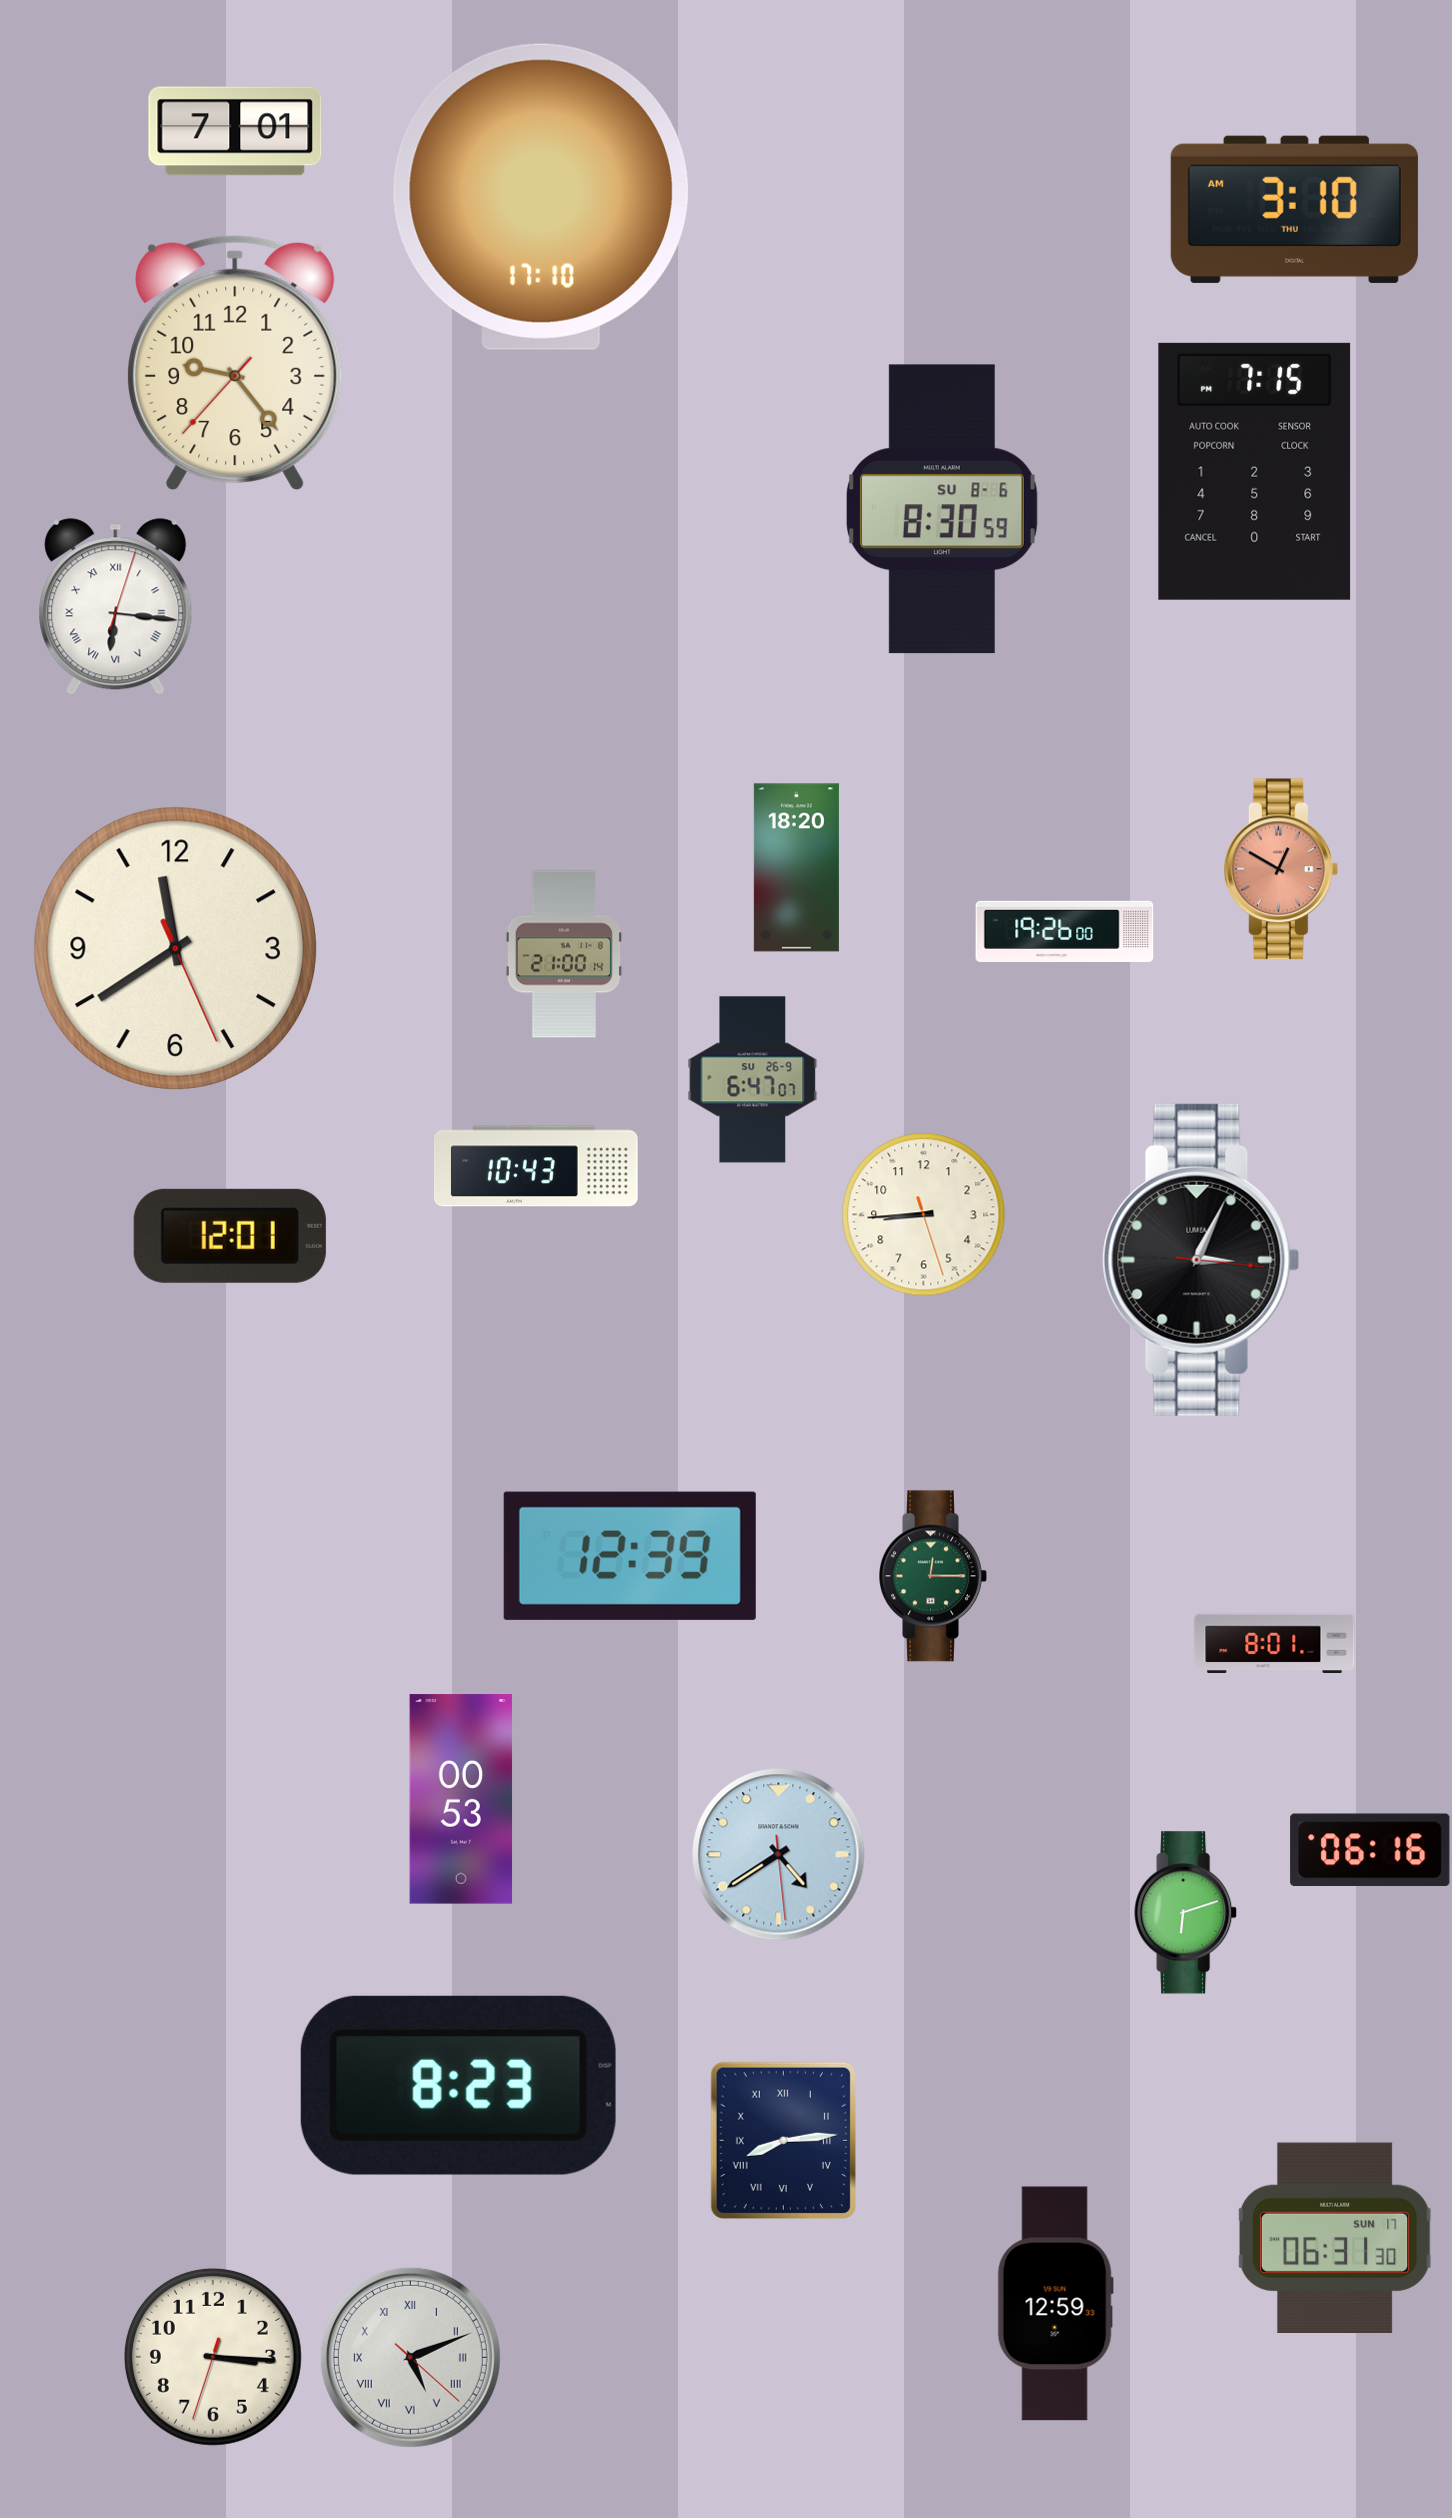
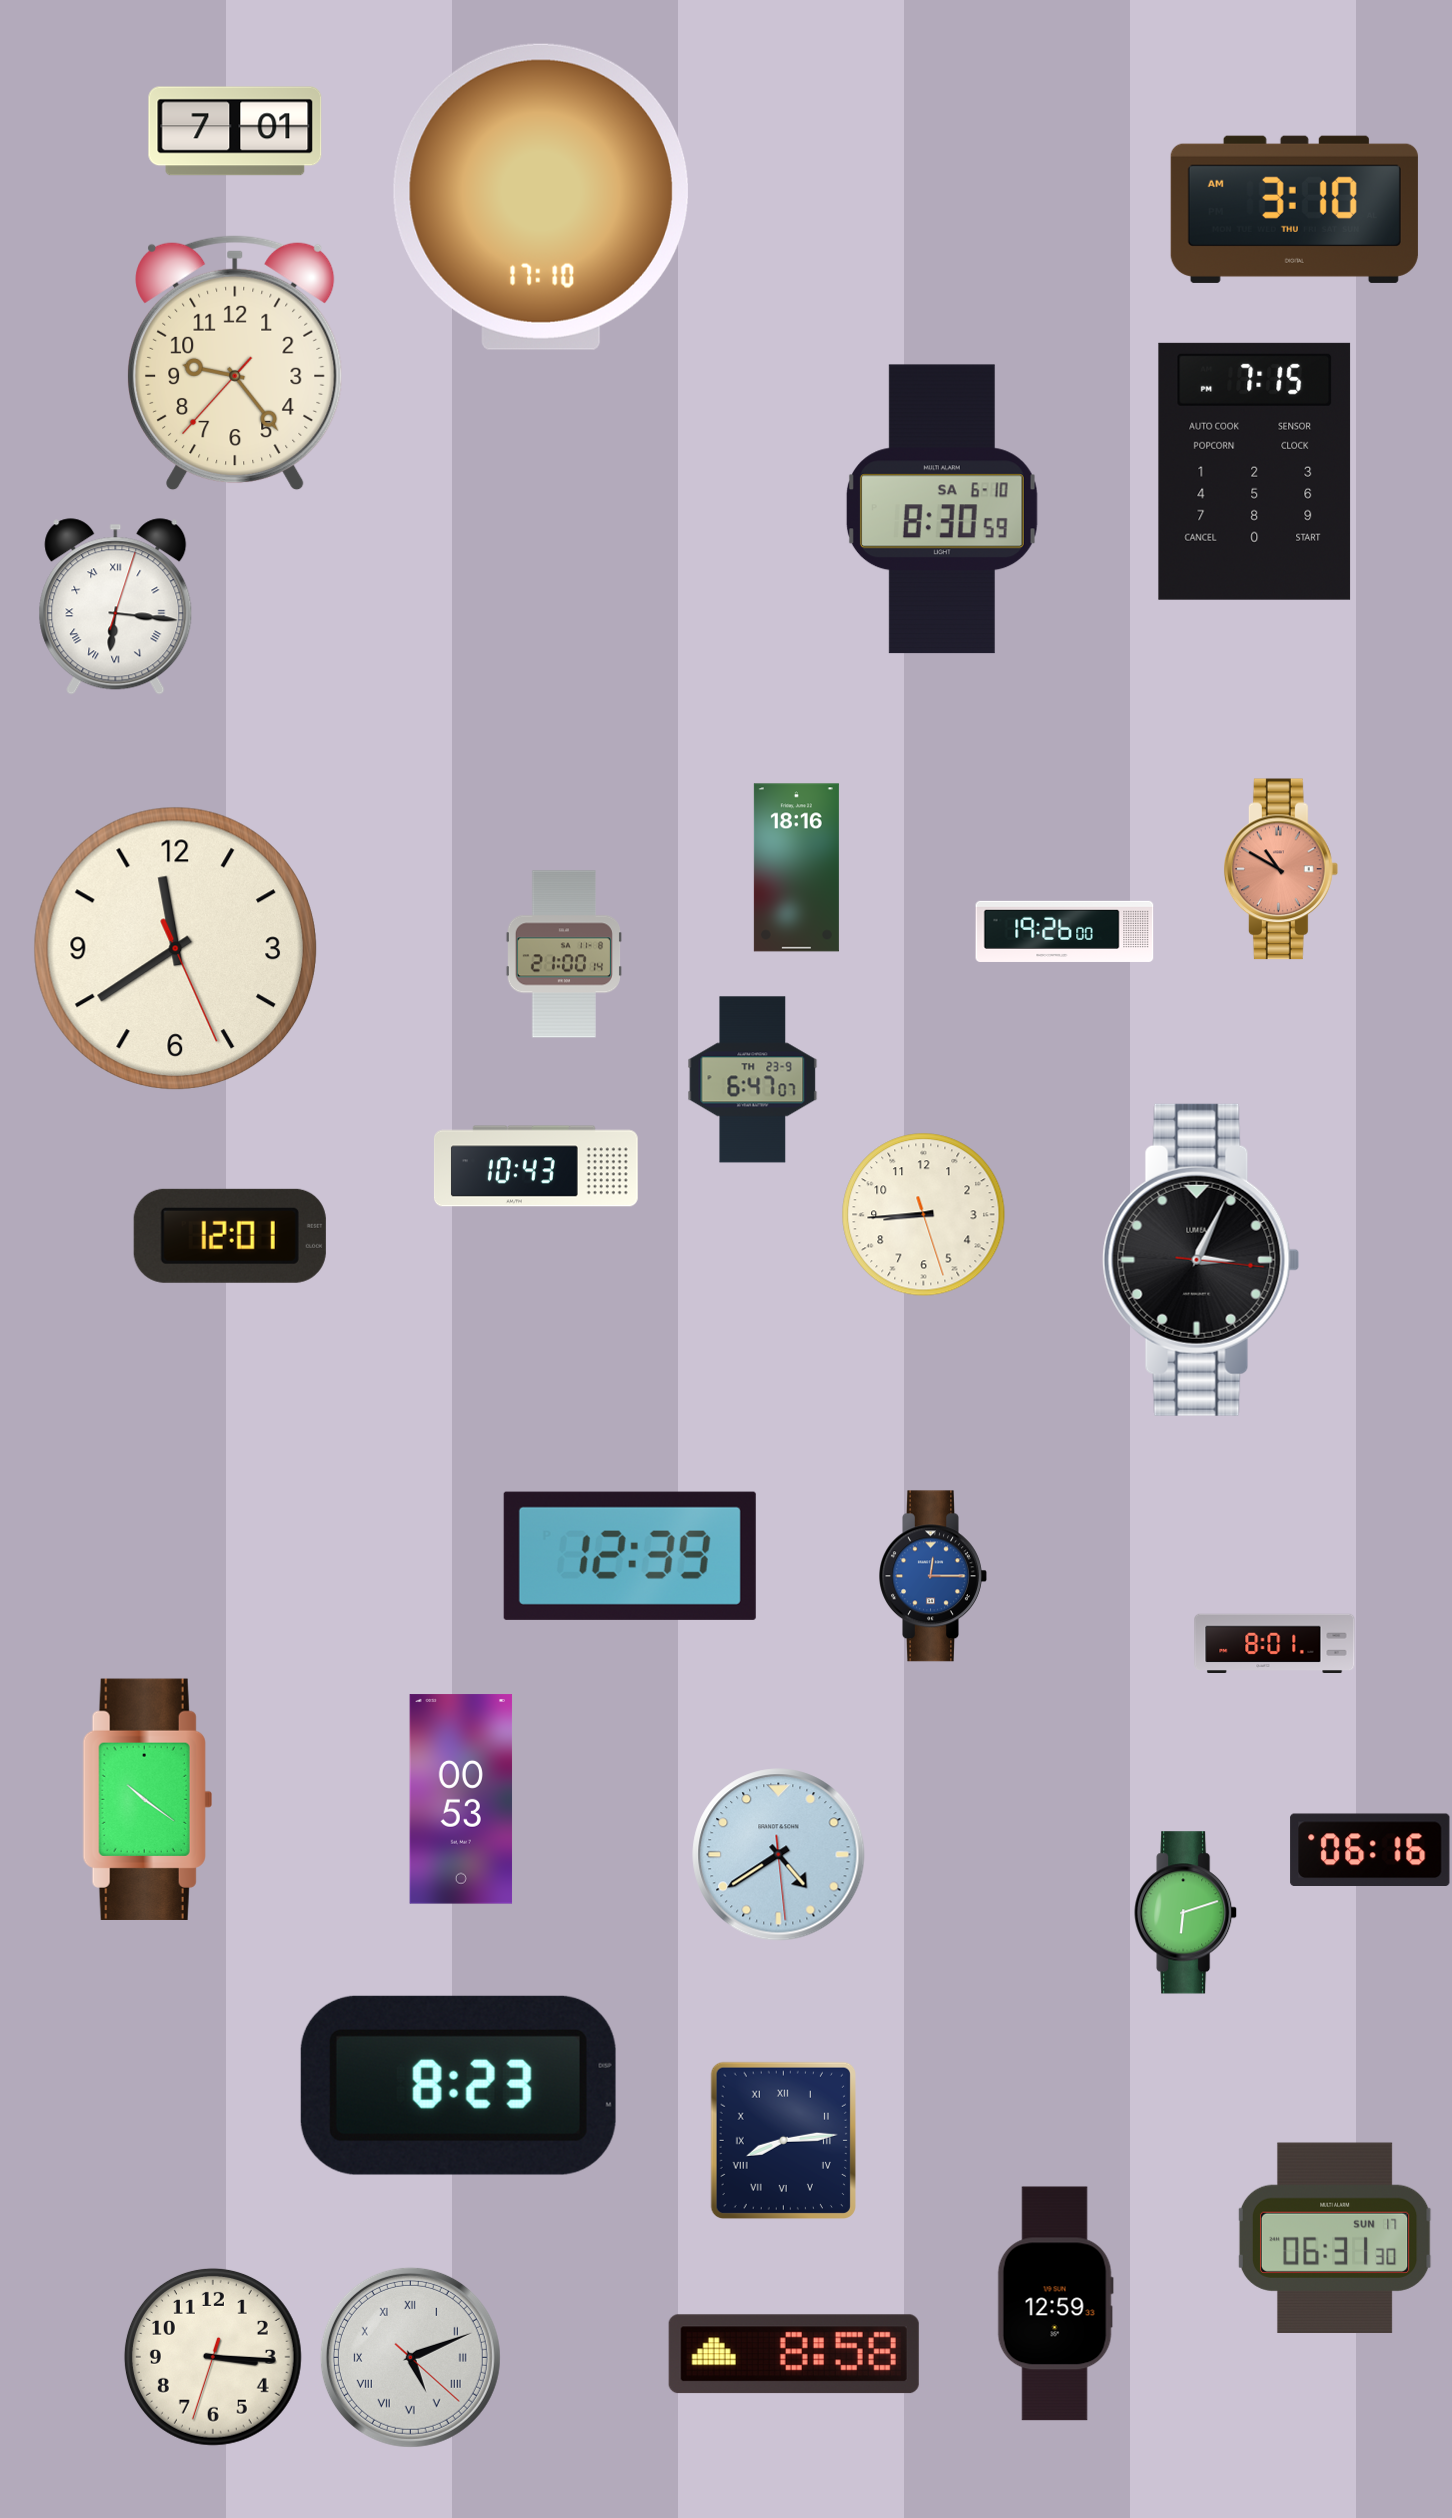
clock at (942, 509) date: SU 8-6 -> SA 6-10
clock at (796, 868): 18:20 -> 18:16
clock at (1281, 869): 12:50 -> 10:50
clock at (753, 1080) date: SU 26-9 -> TH 23-9
clock at (933, 1576) dial: green -> blue
clock at (147, 1799): none -> 10:21
clock at (794, 2354): none -> 8:58
